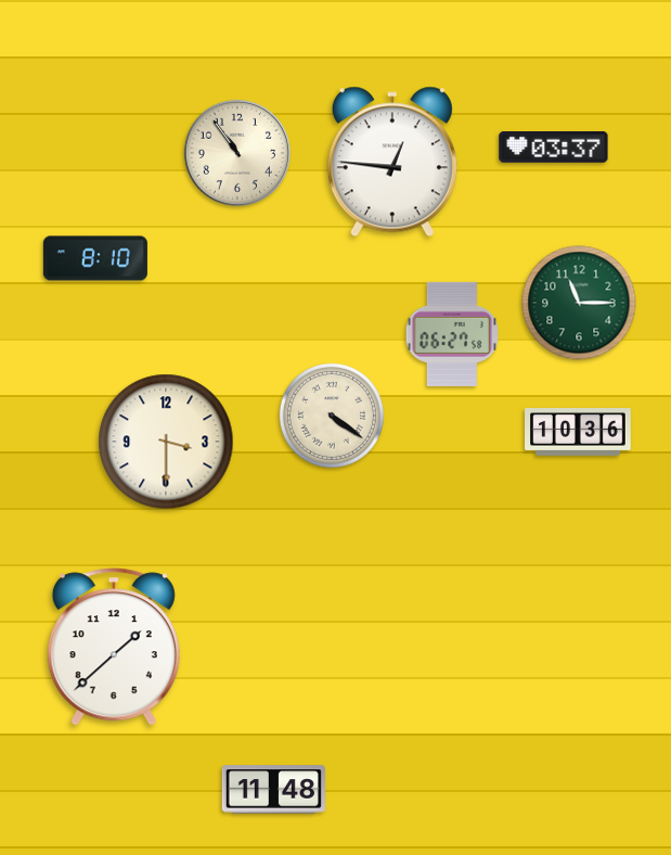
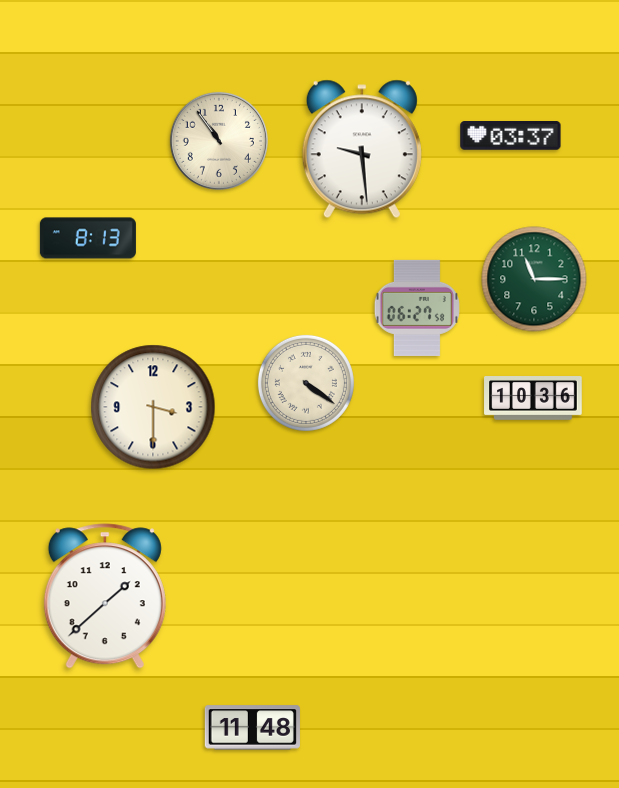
clock at (392, 162): 12:46 -> 9:29
clock at (95, 258): 8:10 -> 8:13
